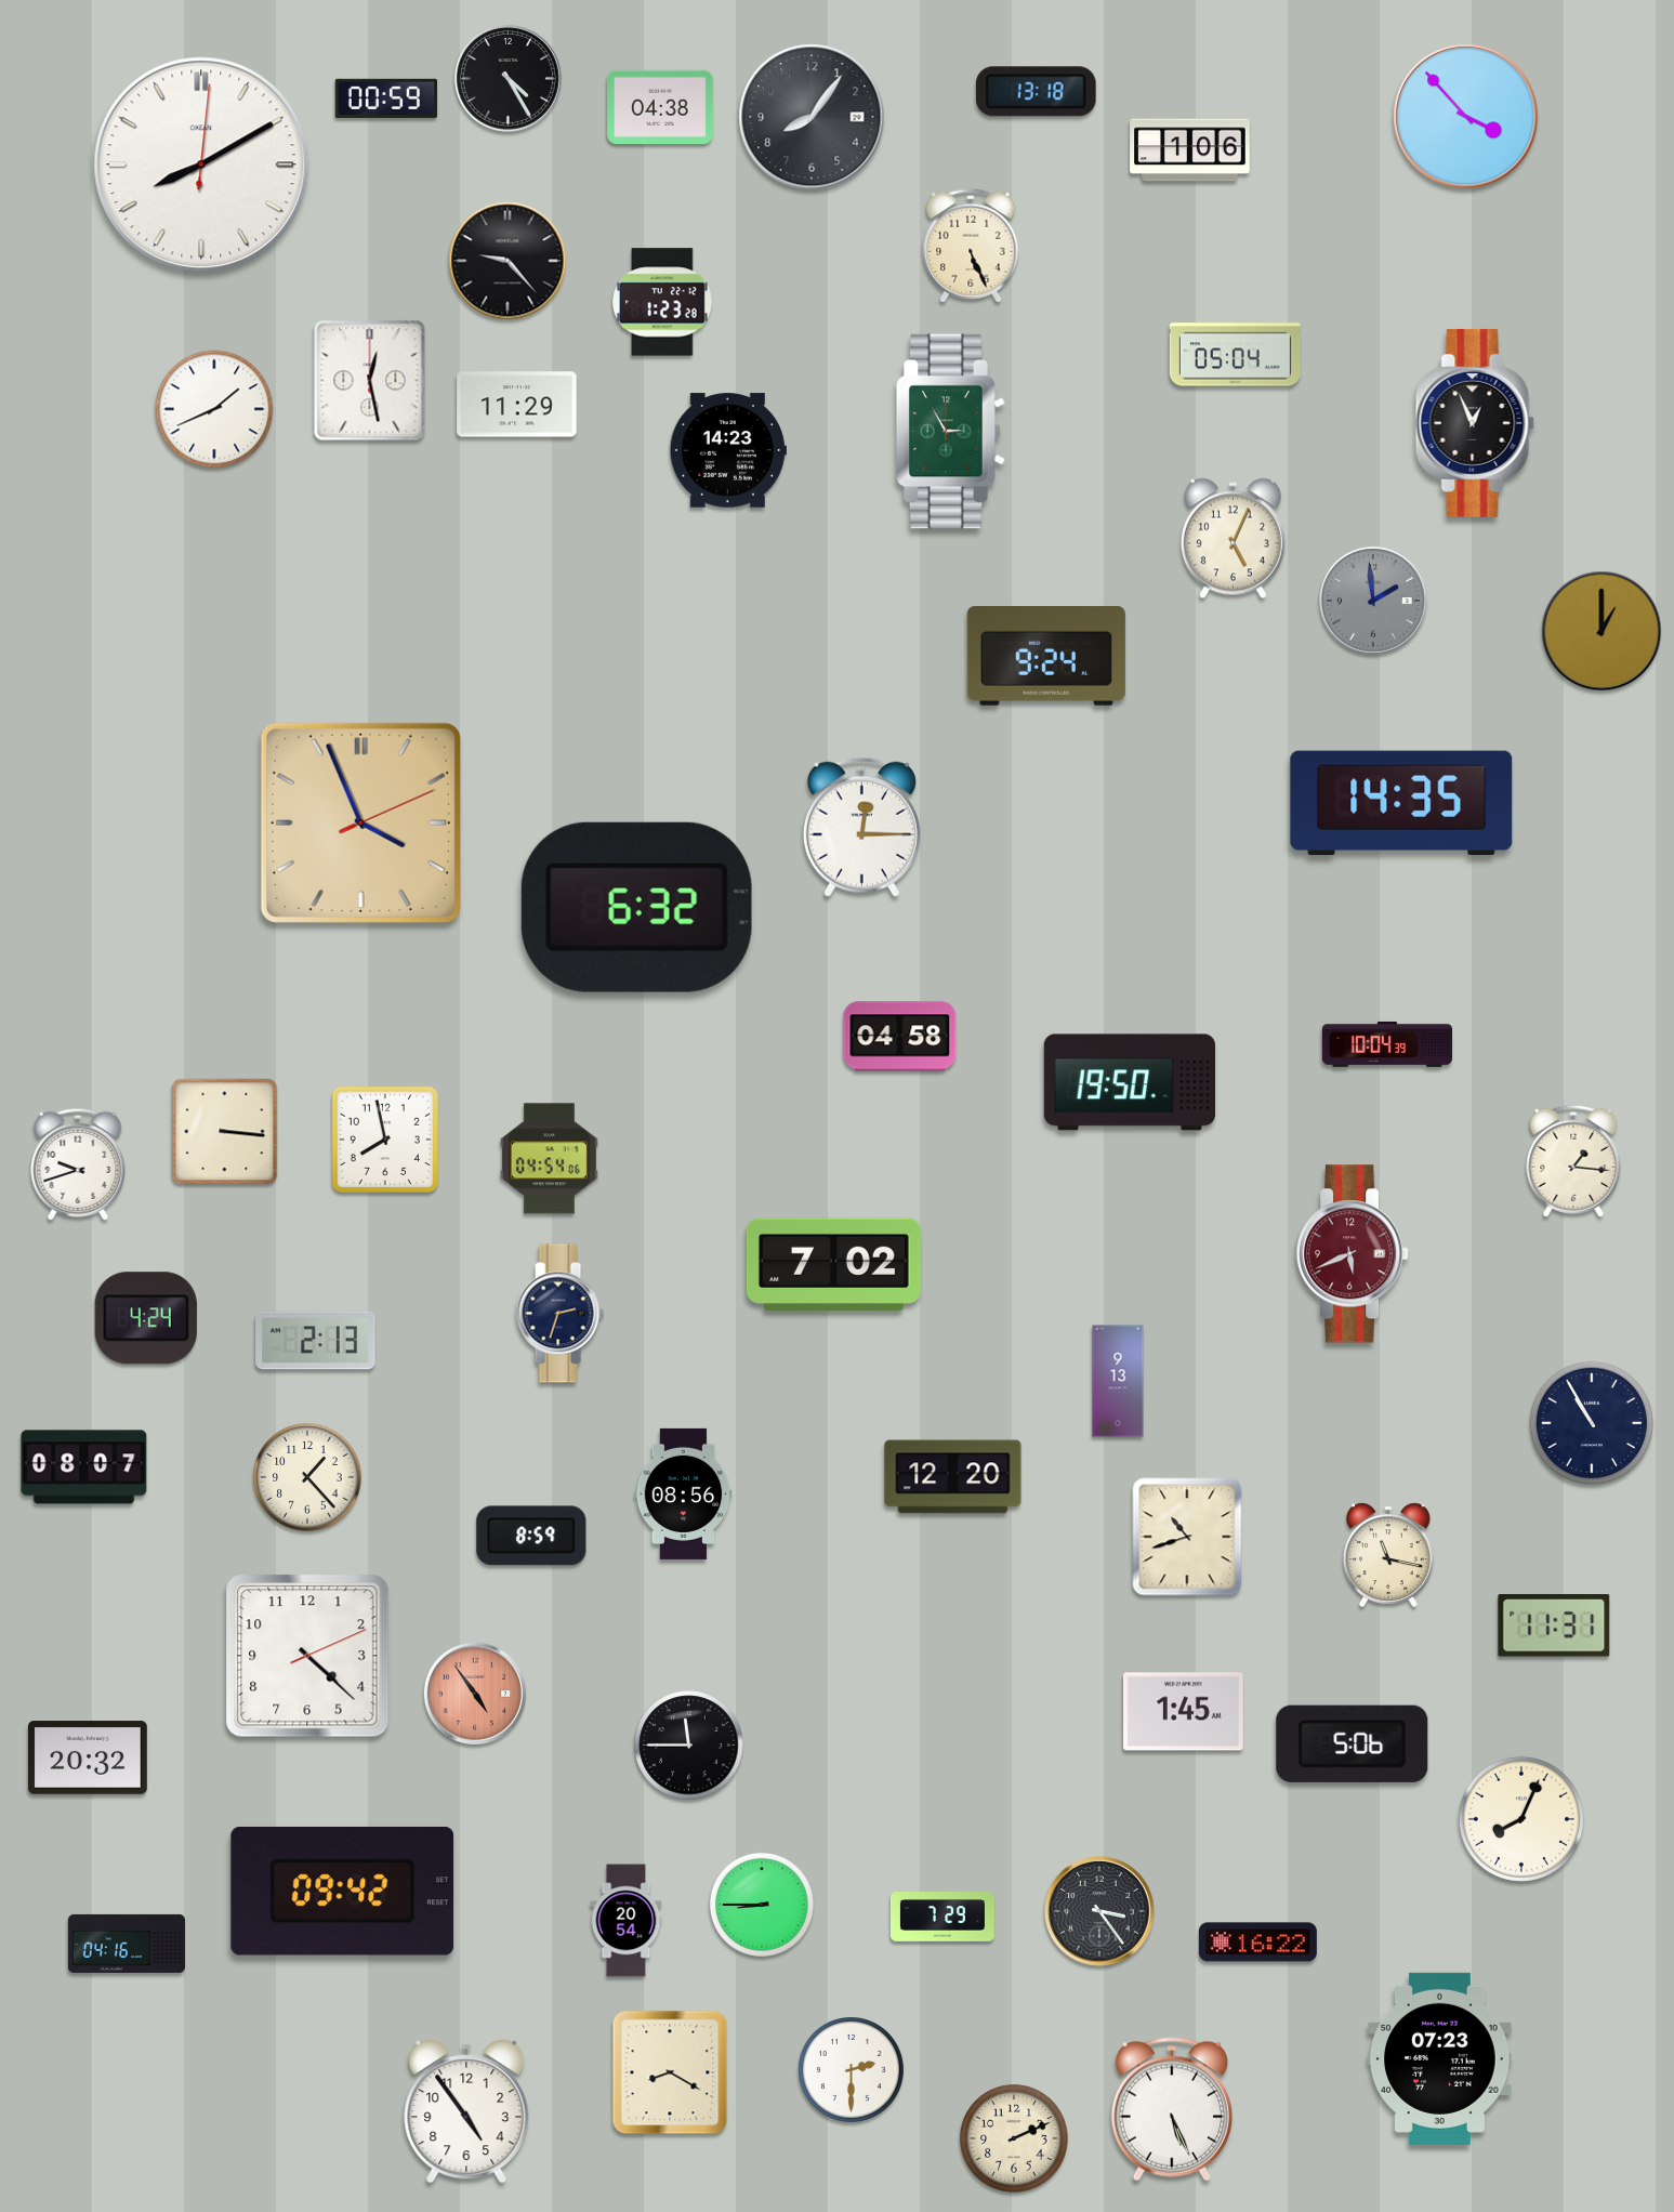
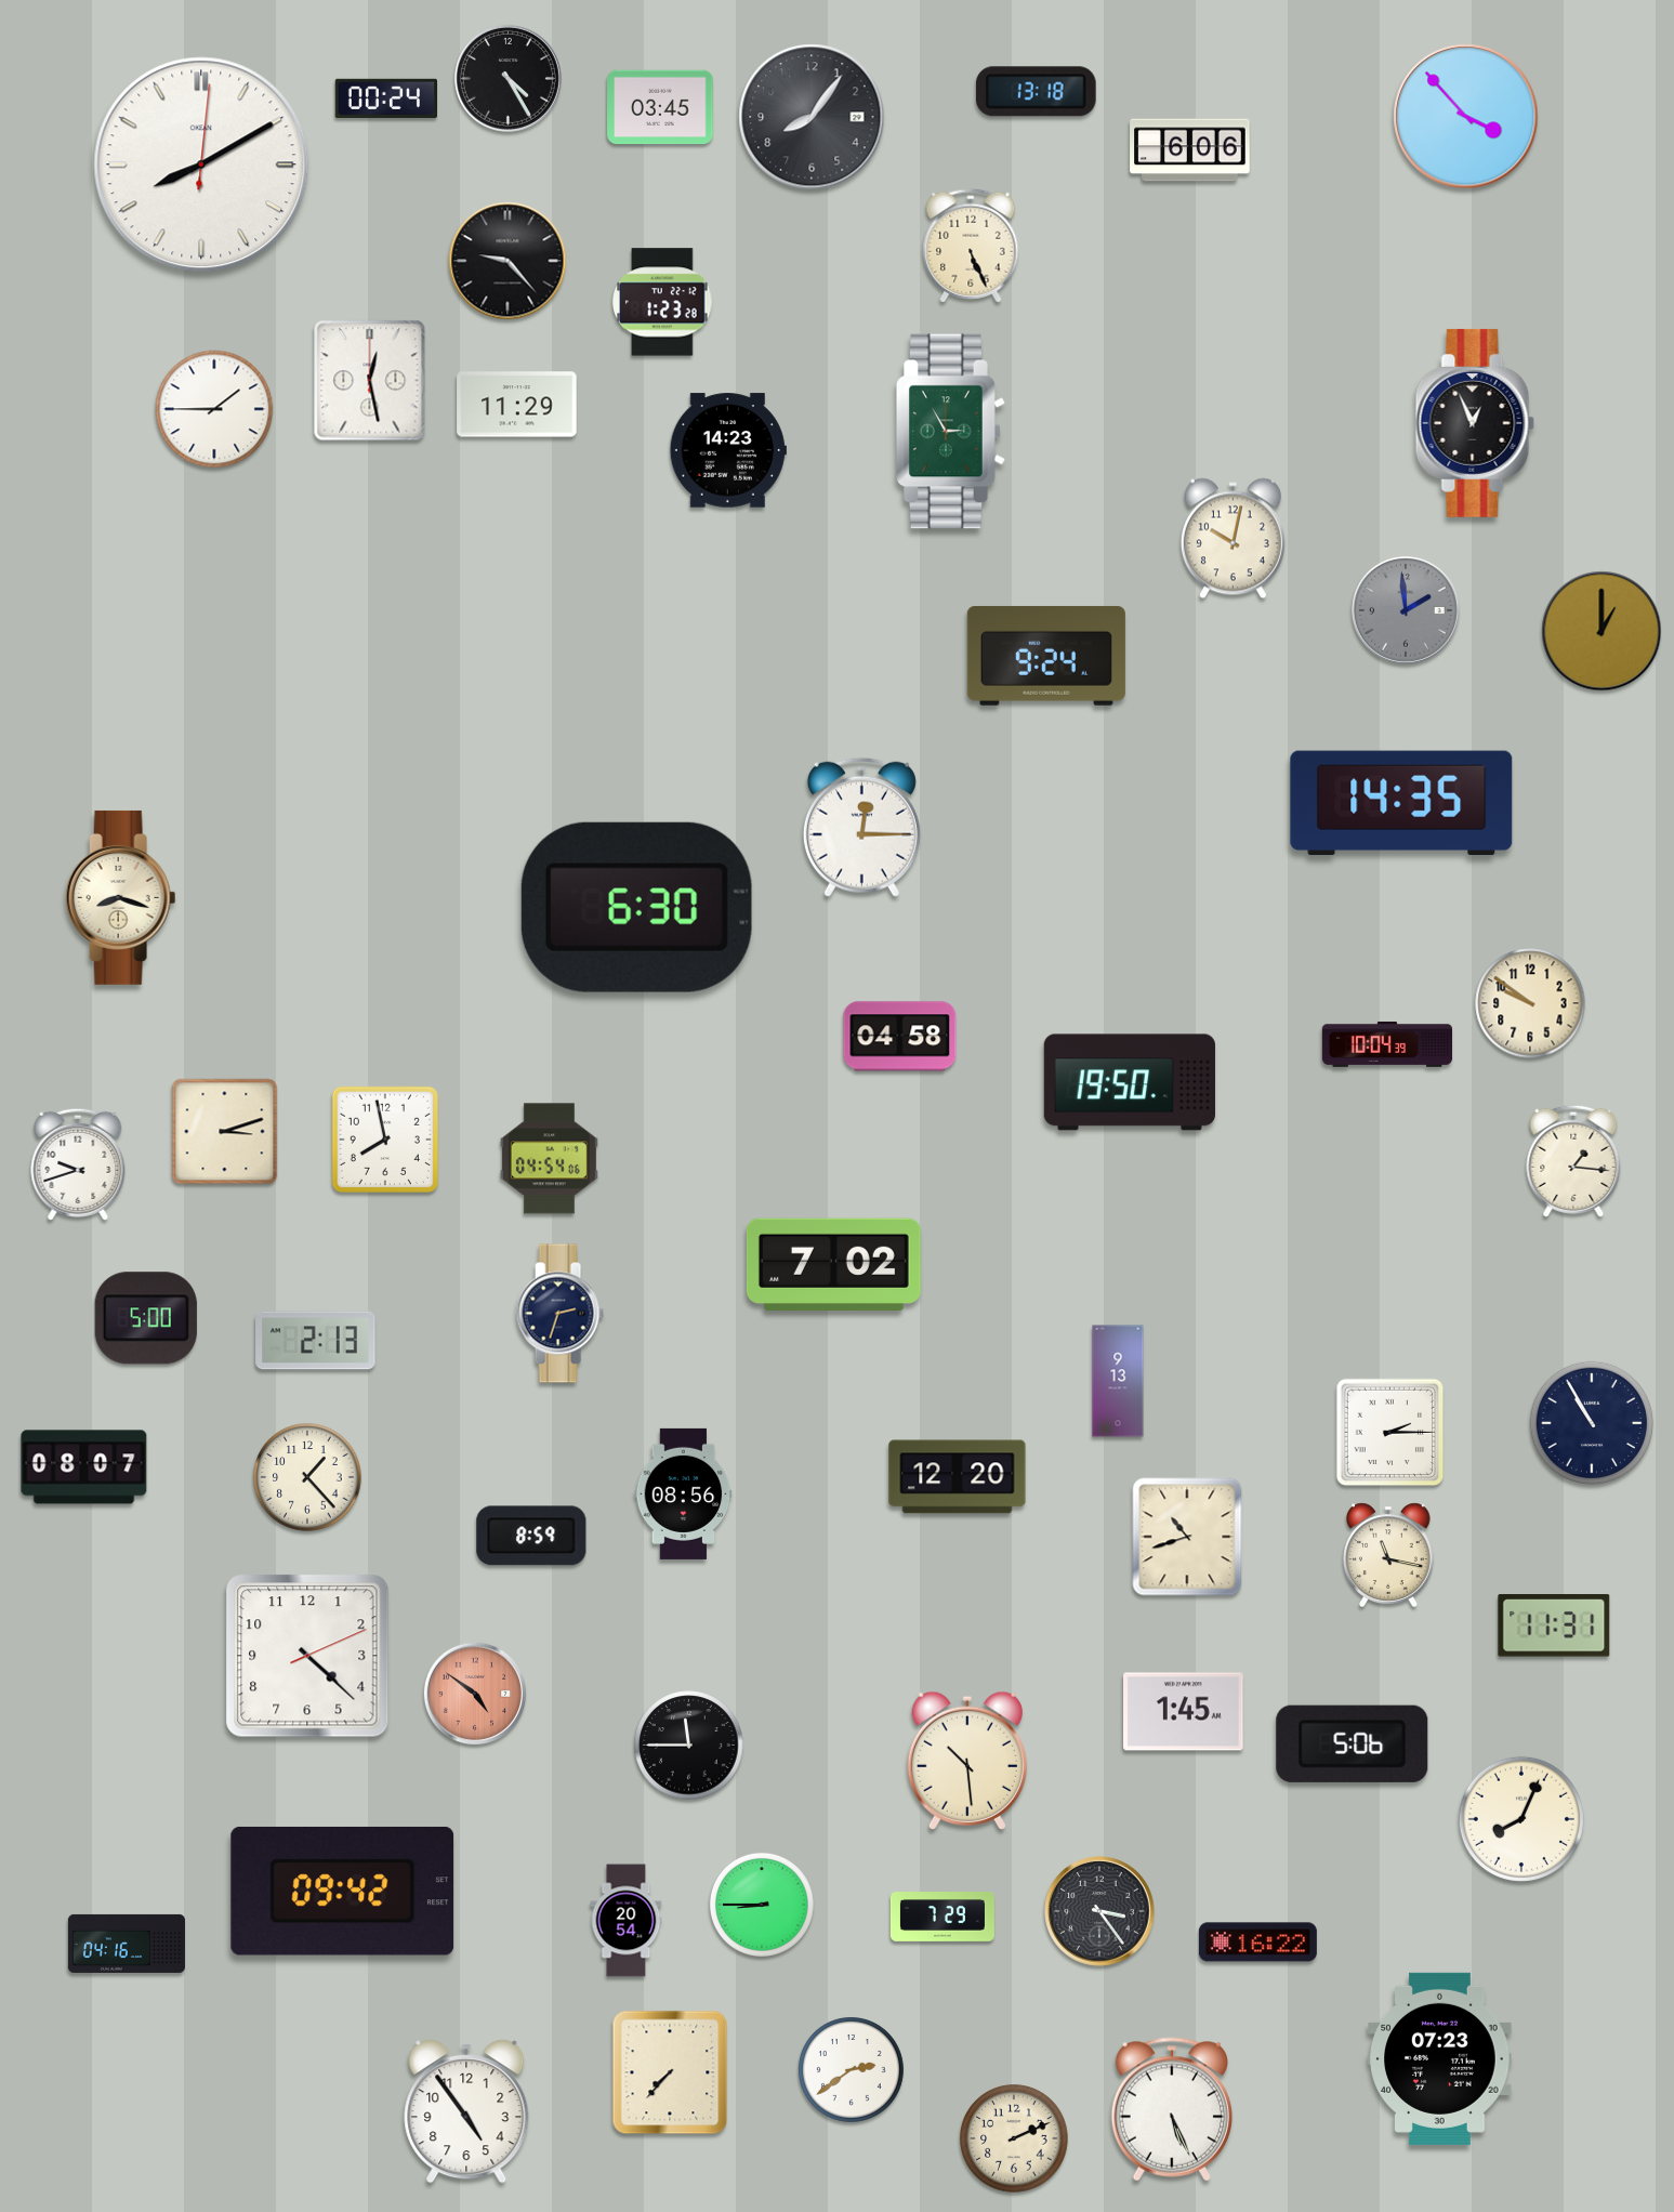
clock at (385, 97): 00:59 -> 00:24
clock at (660, 107): 04:38 -> 03:45
clock at (1190, 150): 1:06 -> 6:06
clock at (1235, 355): 05:04 -> none
clock at (214, 409): 1:41 -> 1:45
clock at (1233, 539): 5:04 -> 10:02
clock at (1373, 601) position: (1373, 601) -> (1406, 610)
clock at (360, 822): 3:56 -> none
clock at (121, 897): none -> 8:18
clock at (636, 907): 6:32 -> 6:30
clock at (1530, 1003): none -> 9:51
clock at (225, 1132): 3:16 -> 3:12
clock at (1353, 1254): 5:41 -> none
clock at (146, 1318): 4:24 -> 5:00
clock at (1390, 1433): none -> 2:15
clock at (953, 1477) position: (953, 1477) -> (958, 1477)
clock at (474, 1693): 4:54 -> 4:51
clock at (88, 1757): 20:32 -> none
clock at (967, 1761): none -> 10:29
clock at (851, 2069): 2:30 -> 2:39
clock at (670, 2072): 8:20 -> 7:37
